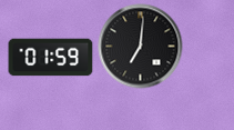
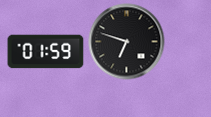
clock at (141, 47): 7:01 -> 6:48
